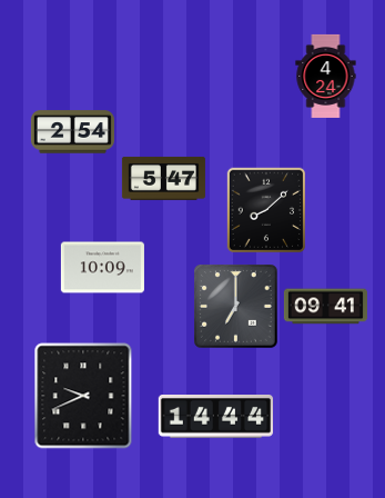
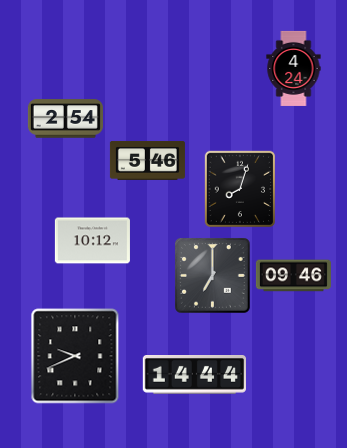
clock at (163, 178): 5:47 -> 5:46
clock at (265, 210): 8:08 -> 8:03
clock at (102, 268): 10:09 -> 10:12
clock at (325, 307): 09:41 -> 09:46
